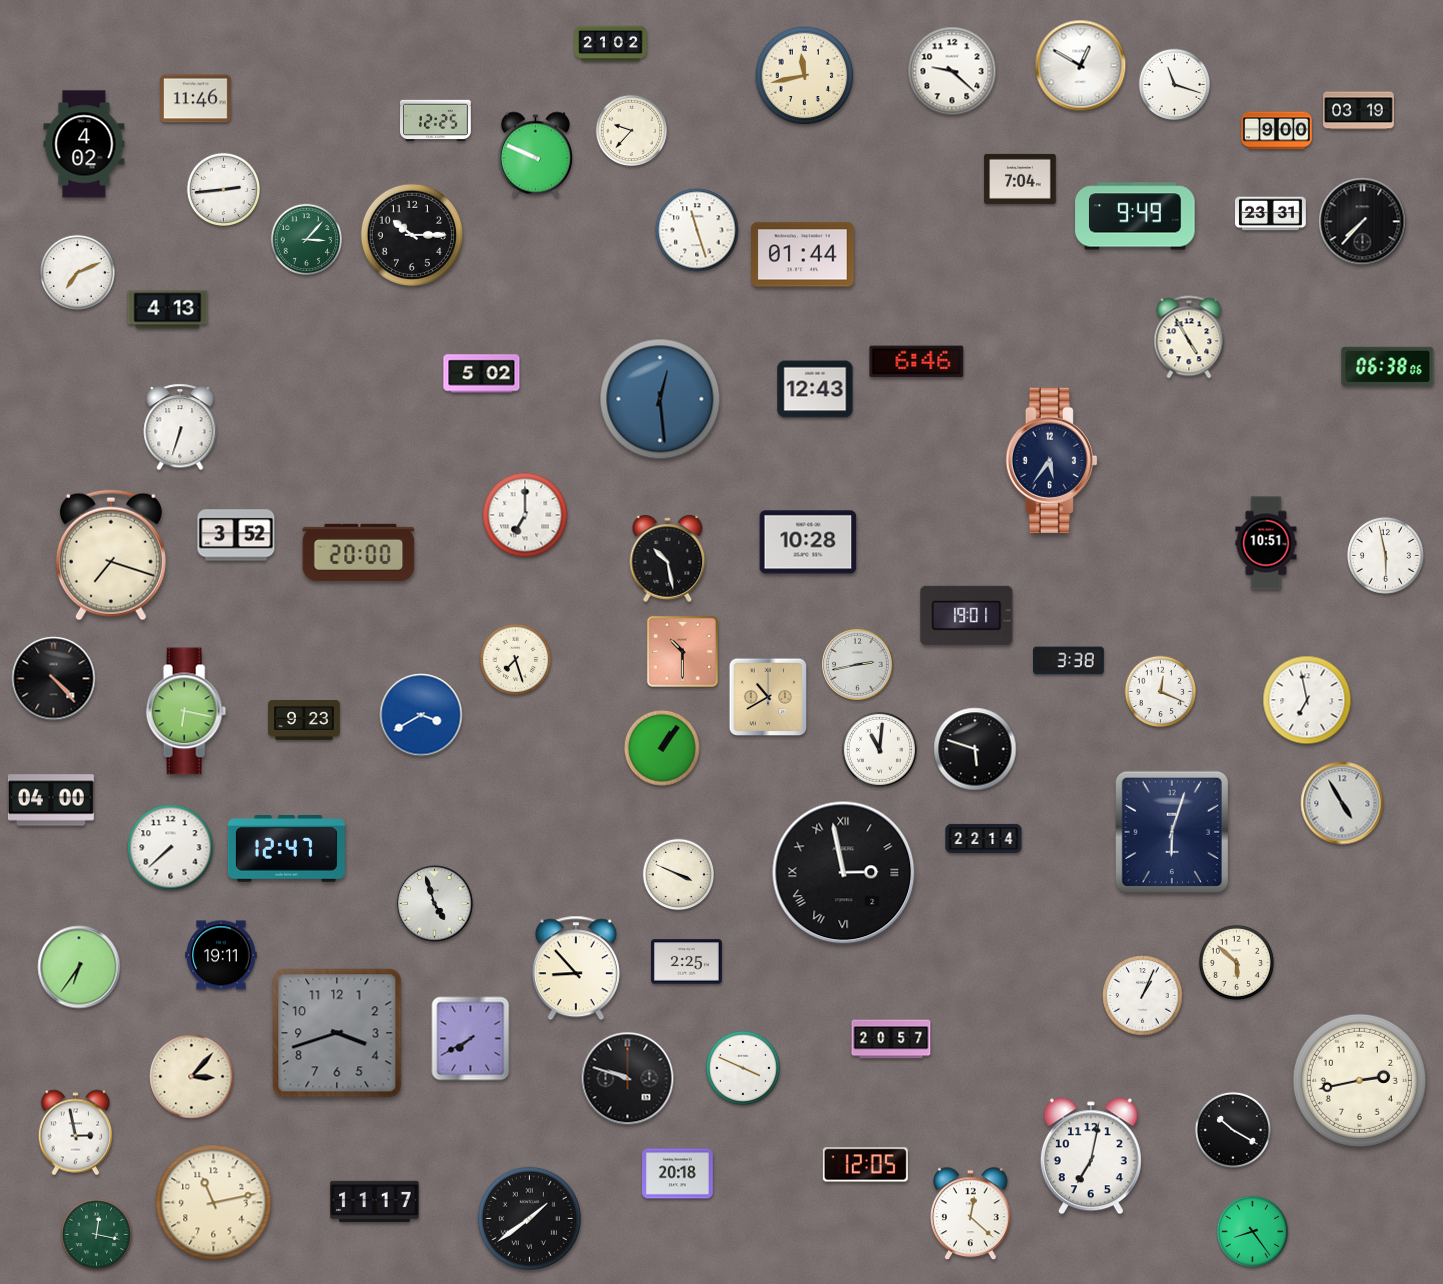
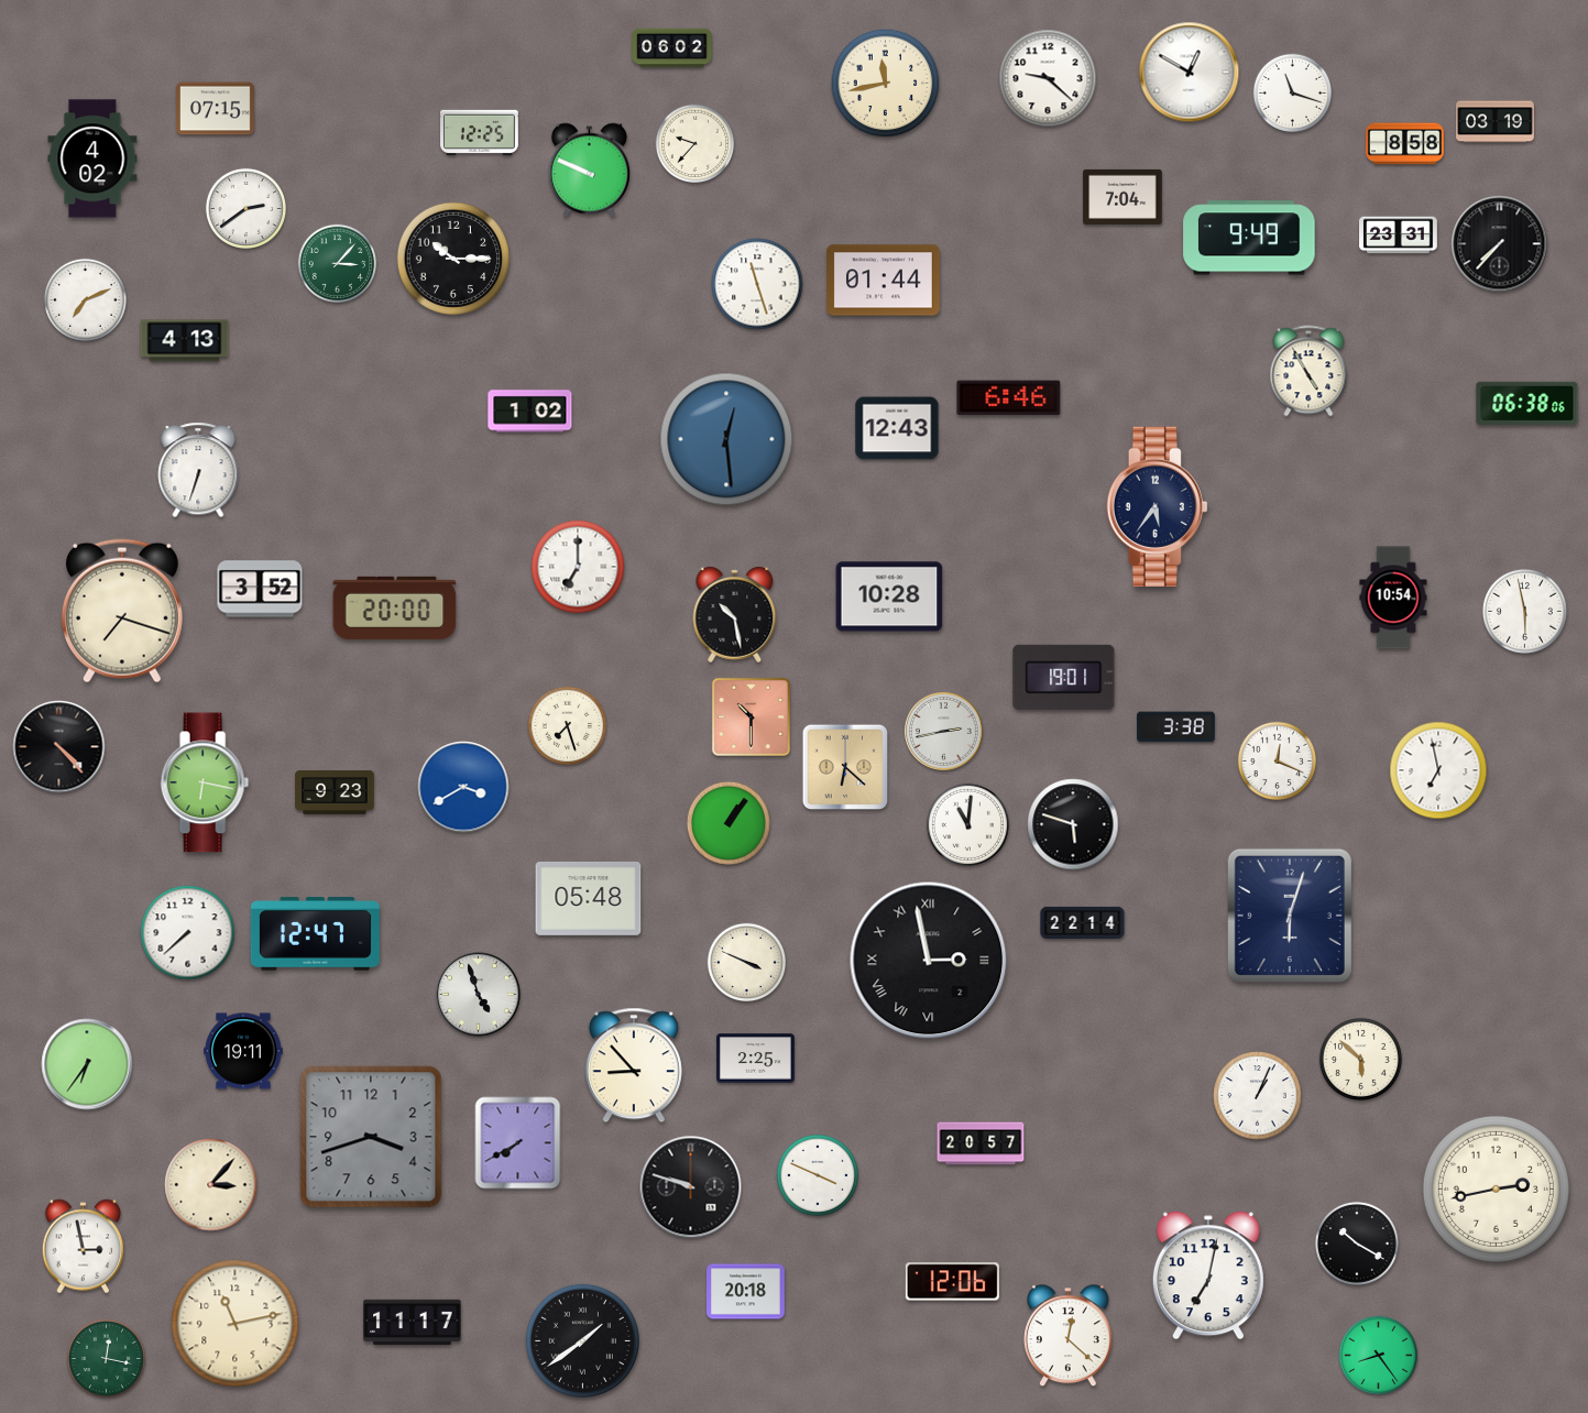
clock at (611, 44): 21:02 -> 06:02
clock at (196, 99): 11:46 -> 07:15
clock at (1277, 131): 9:00 -> 8:58
clock at (223, 189): 2:44 -> 2:39
clock at (697, 230) position: (697, 230) -> (757, 284)
clock at (482, 374): 5:02 -> 1:02
clock at (1266, 543): 10:51 -> 10:54
clock at (768, 697): 10:40 -> 6:22
clock at (51, 800): 04:00 -> none
clock at (1342, 803): 4:55 -> none
clock at (589, 898): none -> 05:48
clock at (1091, 1156) position: (1091, 1156) -> (1208, 1275)
clock at (865, 1165): 12:05 -> 12:06
